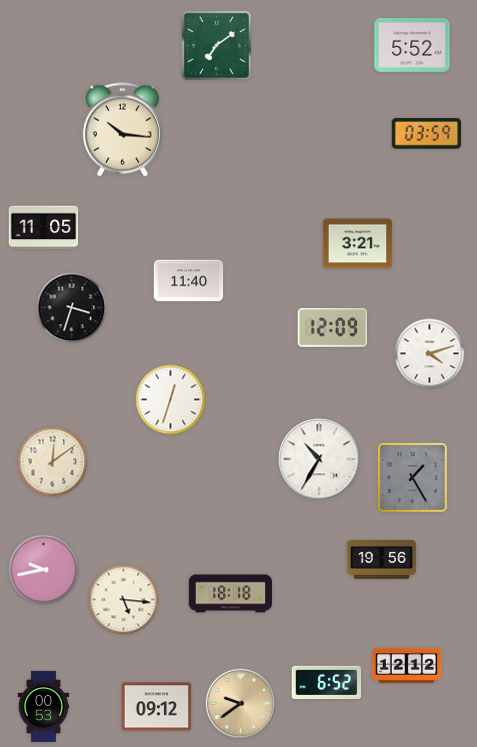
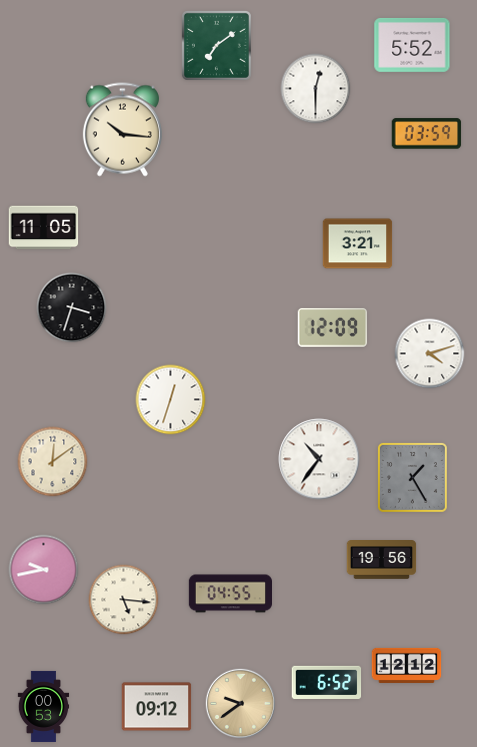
clock at (316, 89): none -> 12:30
clock at (189, 281): 11:40 -> none
clock at (319, 459): 10:35 -> 10:36
clock at (230, 594): 18:18 -> 04:55
